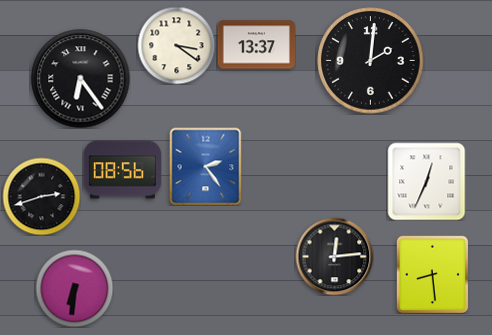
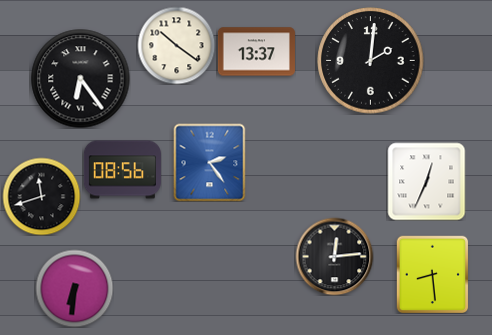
clock at (176, 45): 3:21 -> 10:21
clock at (256, 45) position: (256, 45) -> (256, 52)
clock at (206, 166) position: (206, 166) -> (210, 162)
clock at (41, 196): 2:42 -> 11:42
